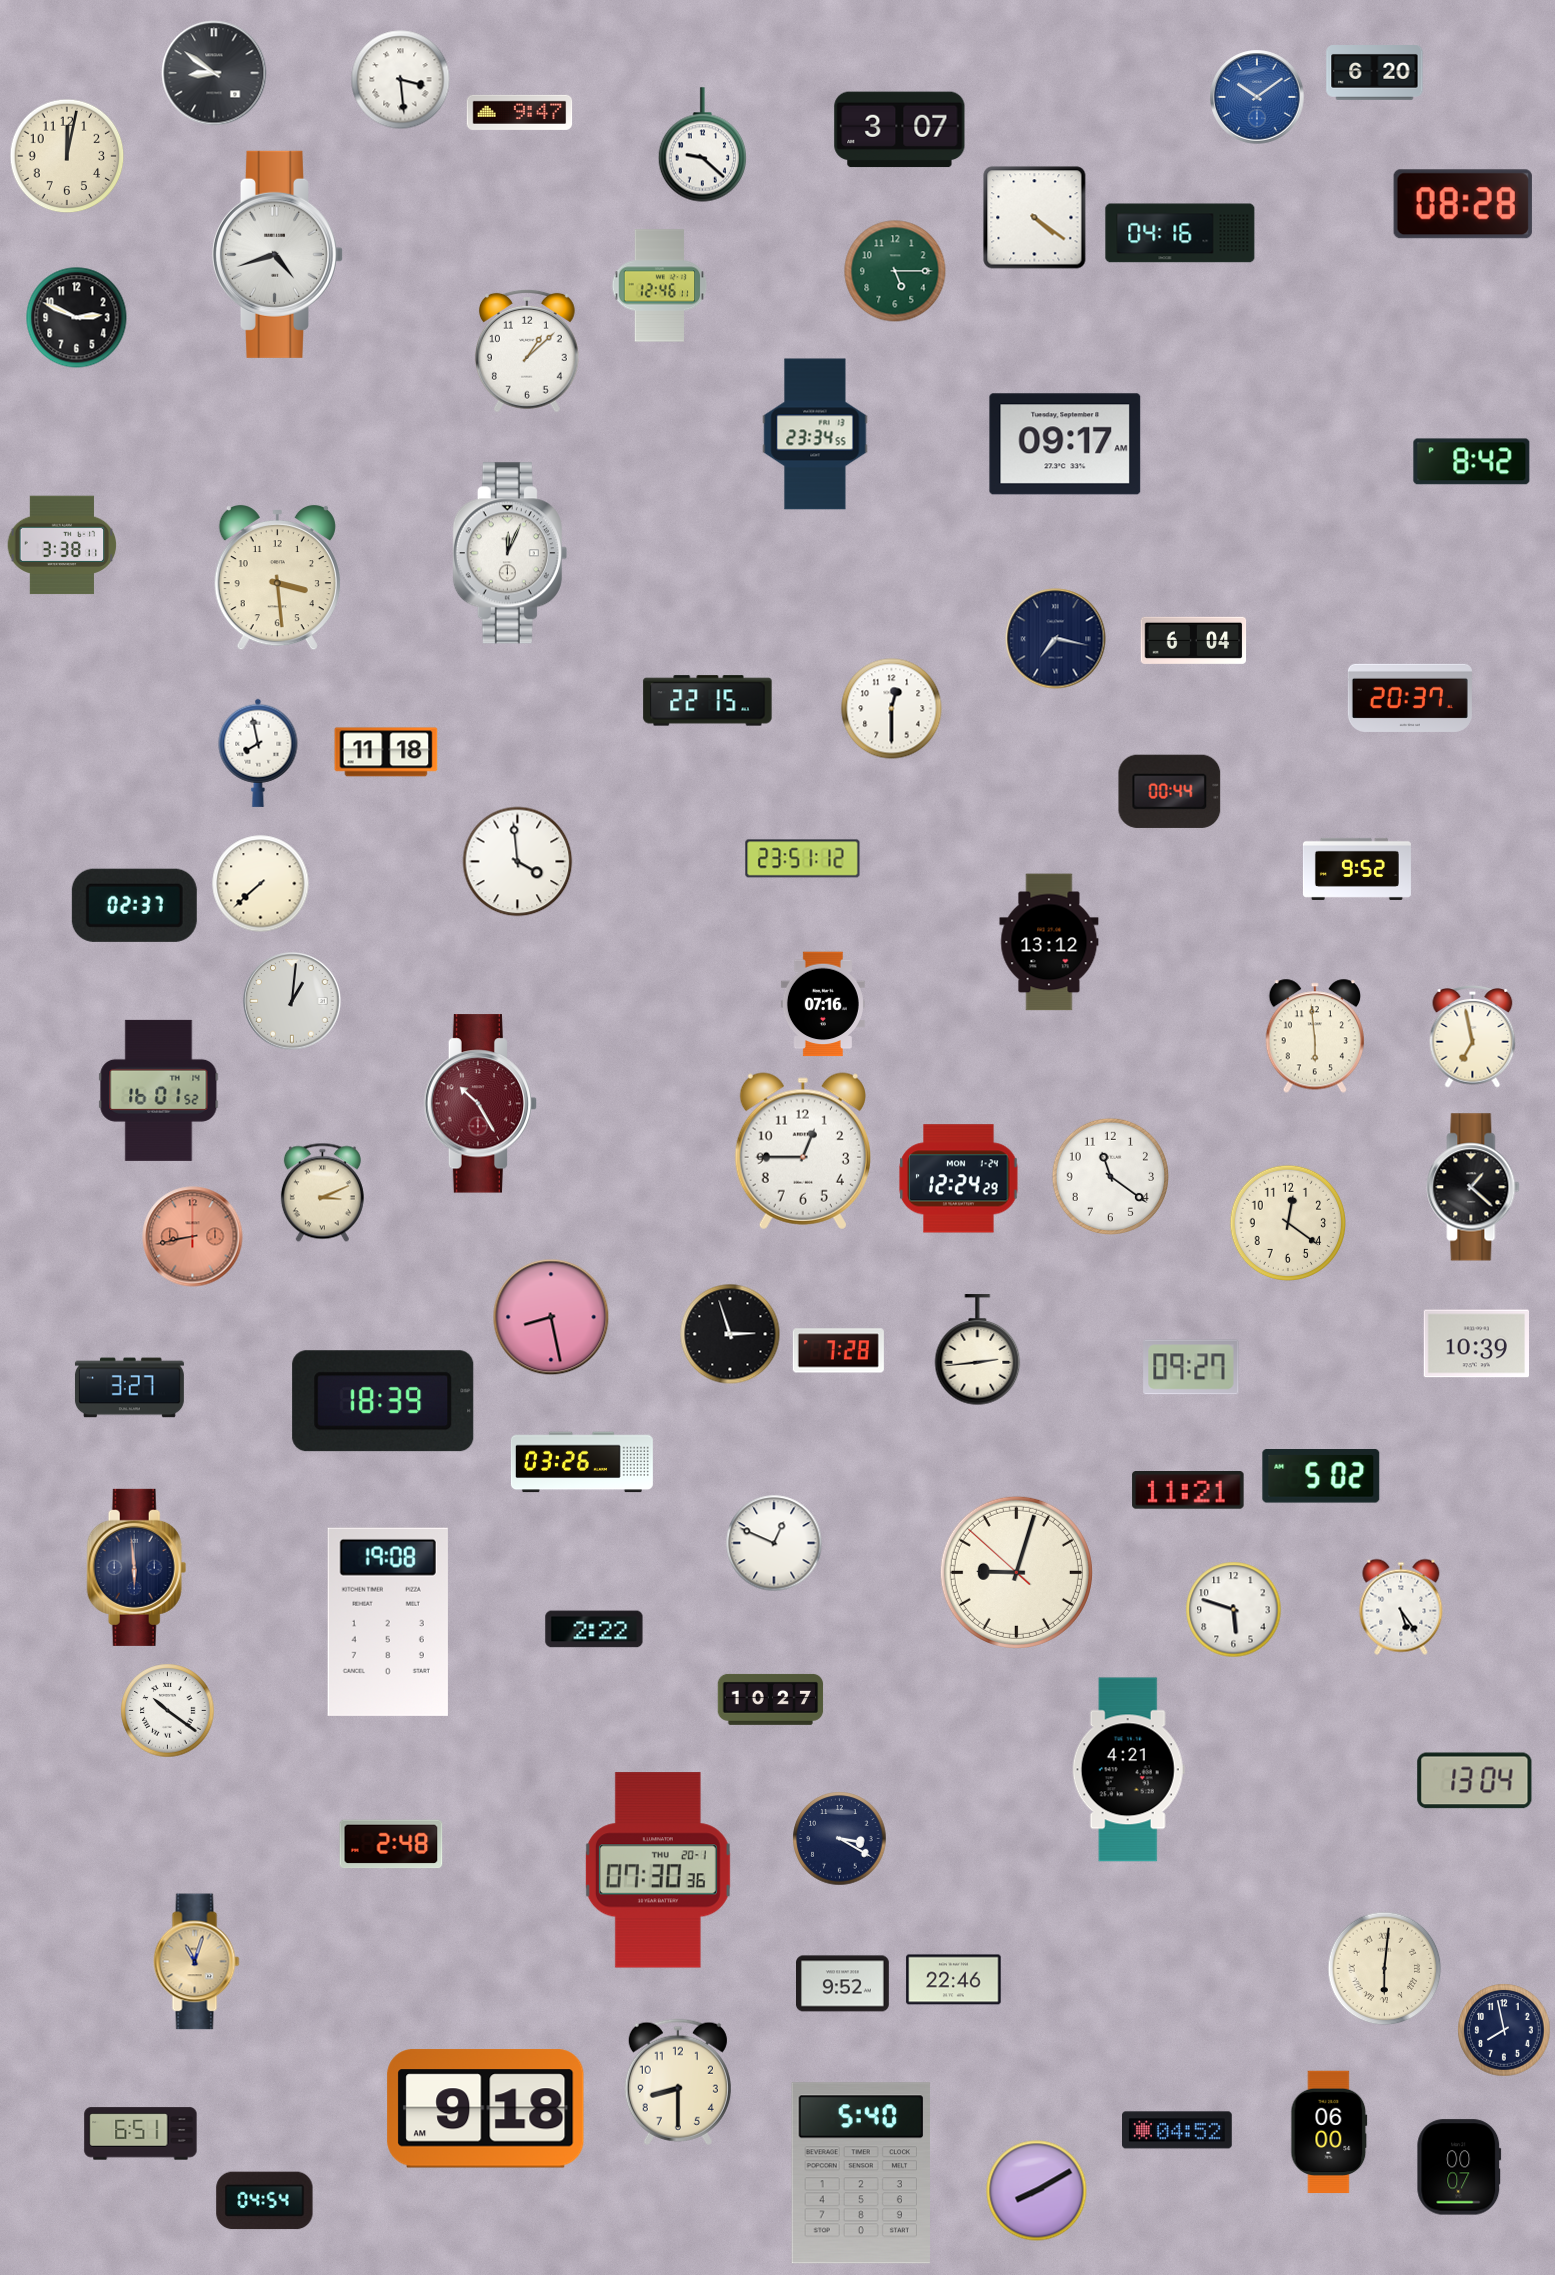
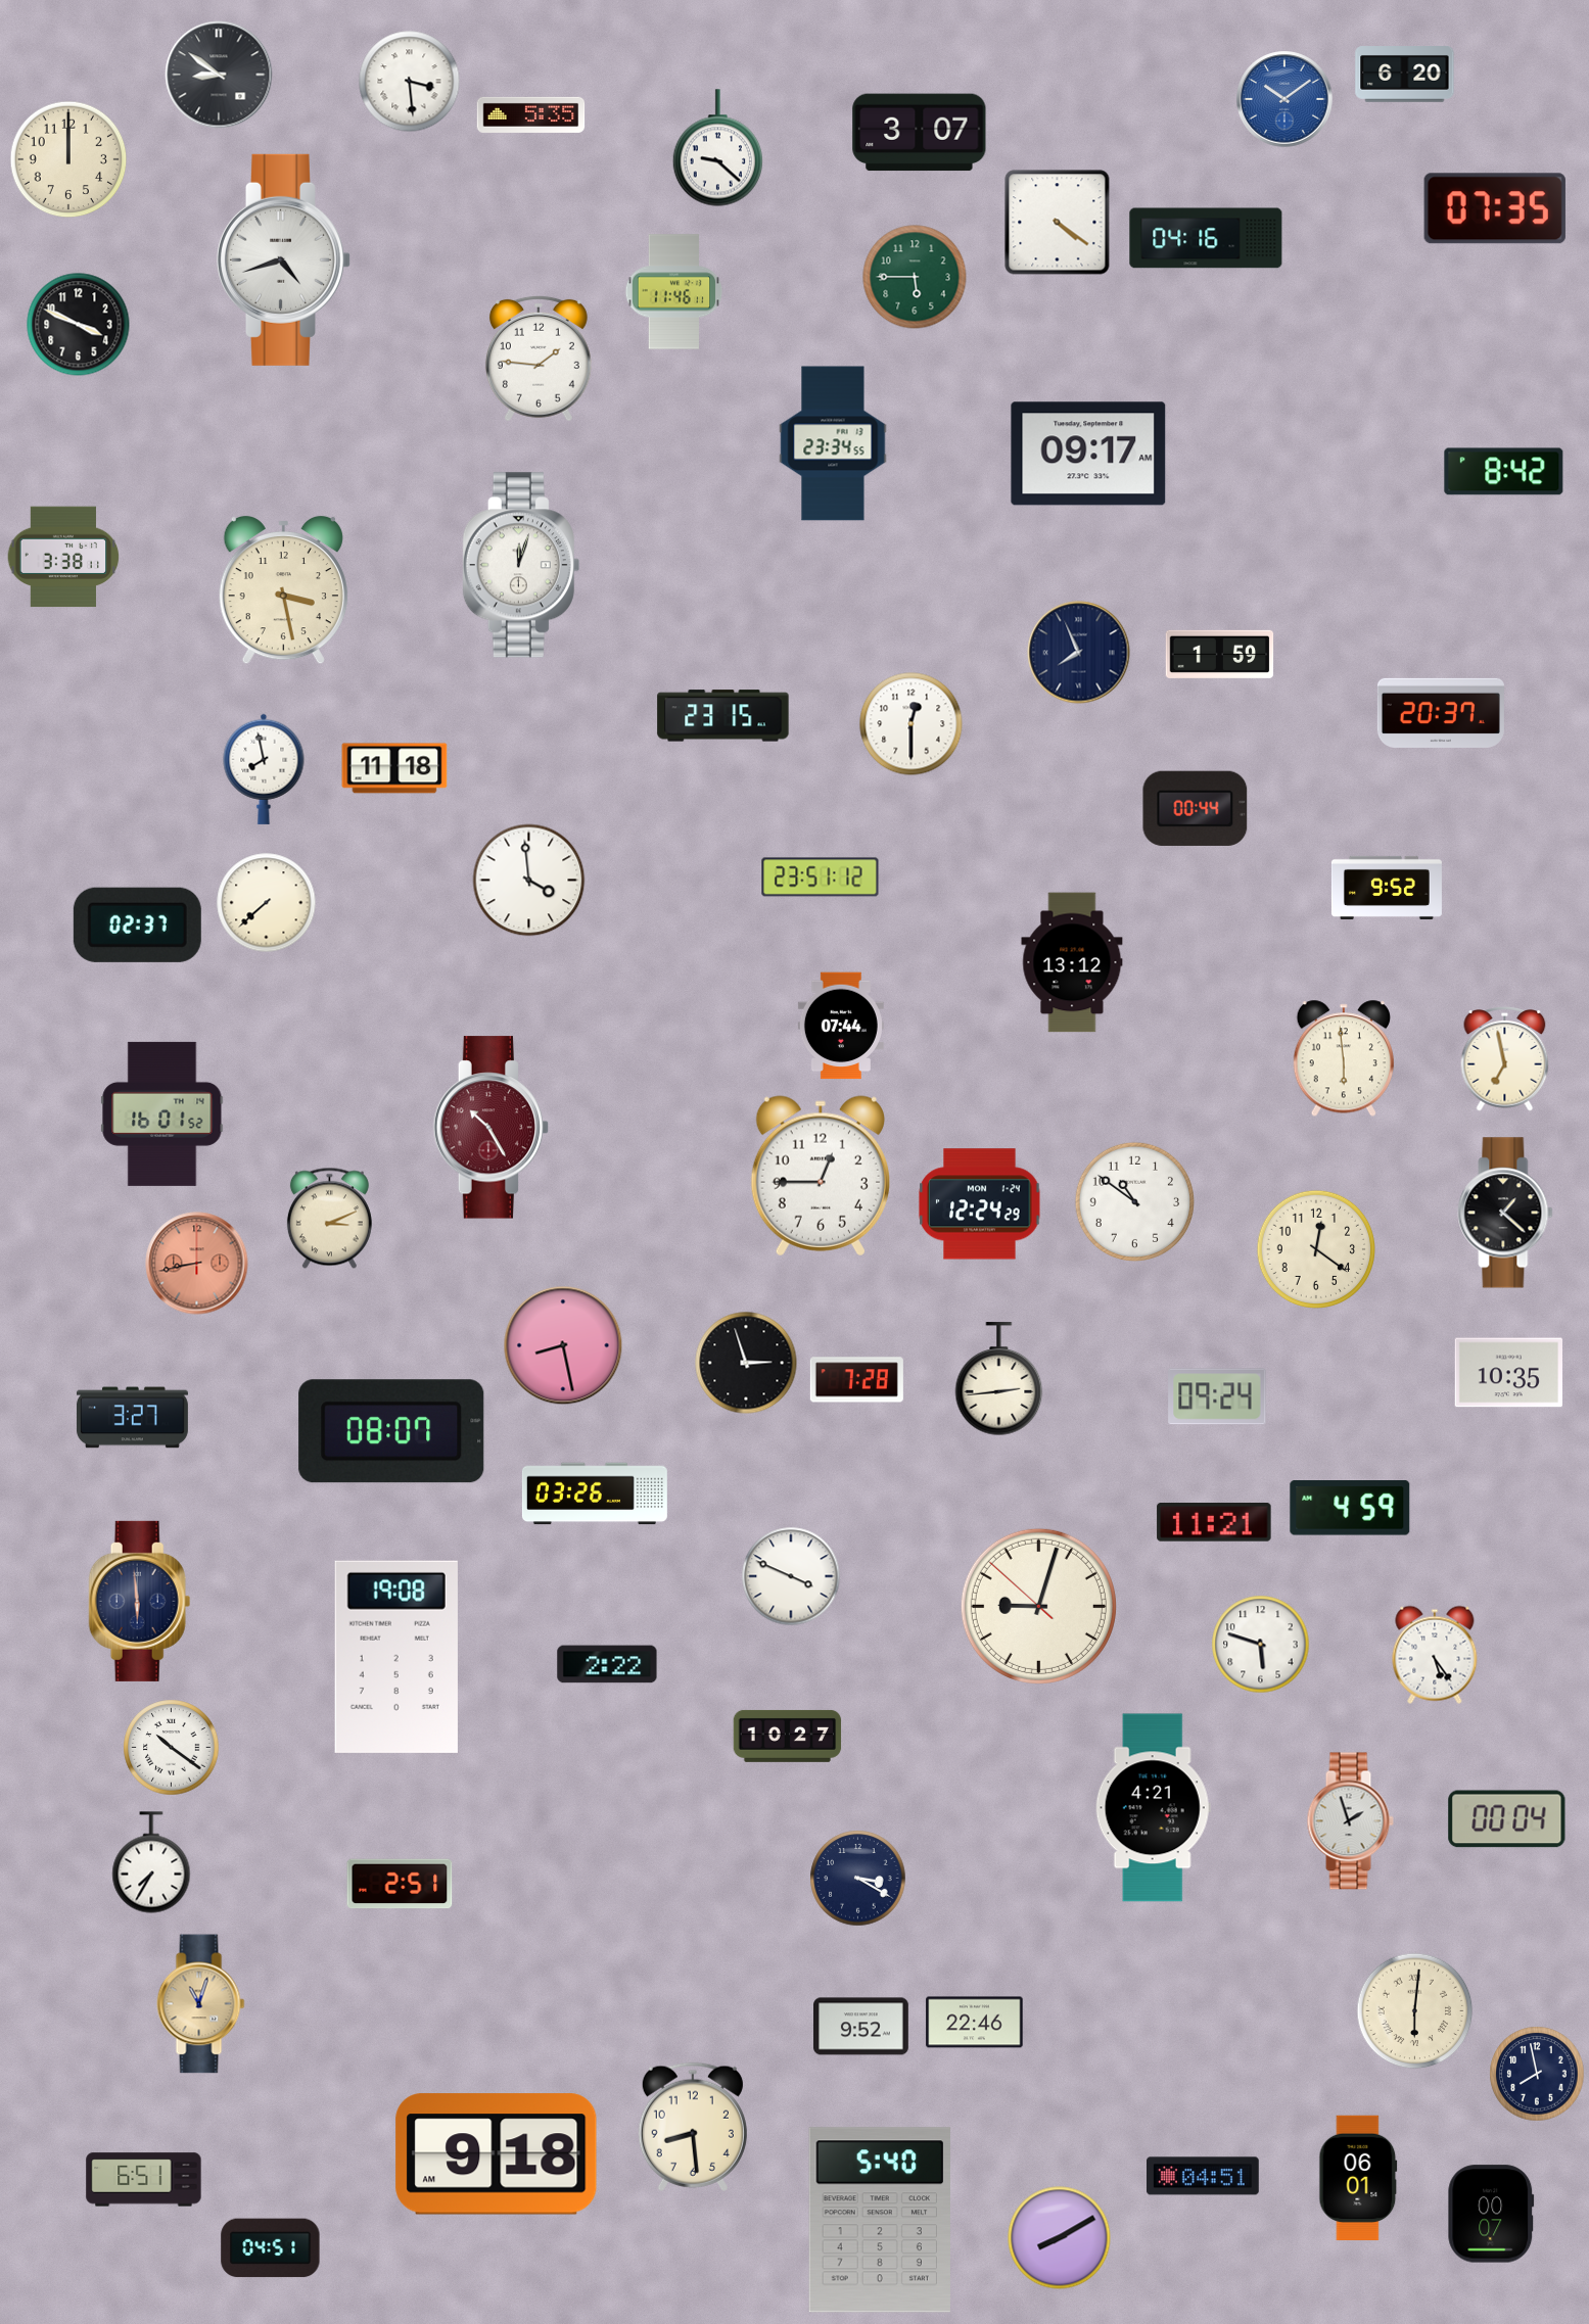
clock at (520, 112): 9:47 -> 5:35
clock at (67, 156): 12:02 -> 12:00
clock at (1463, 204): 08:28 -> 07:35
clock at (895, 271): 5:15 -> 5:45
clock at (660, 286): 12:46 -> 11:46
clock at (77, 318): 2:49 -> 3:49
clock at (527, 351): 1:08 -> 1:46
clock at (510, 553): 12:04 -> 12:03
clock at (277, 578): 3:29 -> 3:28
clock at (1056, 639): 7:17 -> 7:56
clock at (1194, 640): 6:04 -> 1:59
clock at (708, 701): 22:15 -> 23:15
clock at (292, 1001): 1:01 -> none
clock at (823, 1004): 07:16 -> 07:44
clock at (1110, 1176): 11:21 -> 10:51
clock at (1477, 1344): 10:39 -> 10:35
clock at (1191, 1367): 09:27 -> 09:24
clock at (383, 1401): 18:39 -> 08:07
clock at (1321, 1477): 5:02 -> 4:59
clock at (774, 1543): 12:49 -> 3:49
clock at (1401, 1607) position: (1401, 1607) -> (1435, 1655)
clock at (1475, 1781): 13:04 -> 00:04
clock at (1350, 1821): none -> 1:57
clock at (151, 1862): none -> 7:35
clock at (391, 1844): 2:48 -> 2:51
clock at (658, 1870): 07:30 -> none
clock at (678, 2082): 8:30 -> 8:29
clock at (1178, 2130): 04:52 -> 04:51
clock at (1329, 2132): 06:00 -> 06:01
clock at (265, 2201): 04:54 -> 04:51
